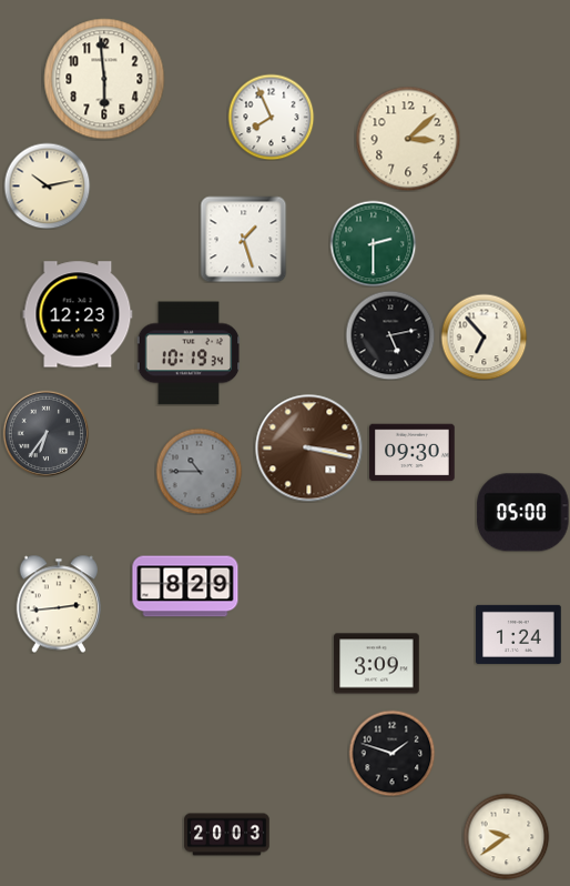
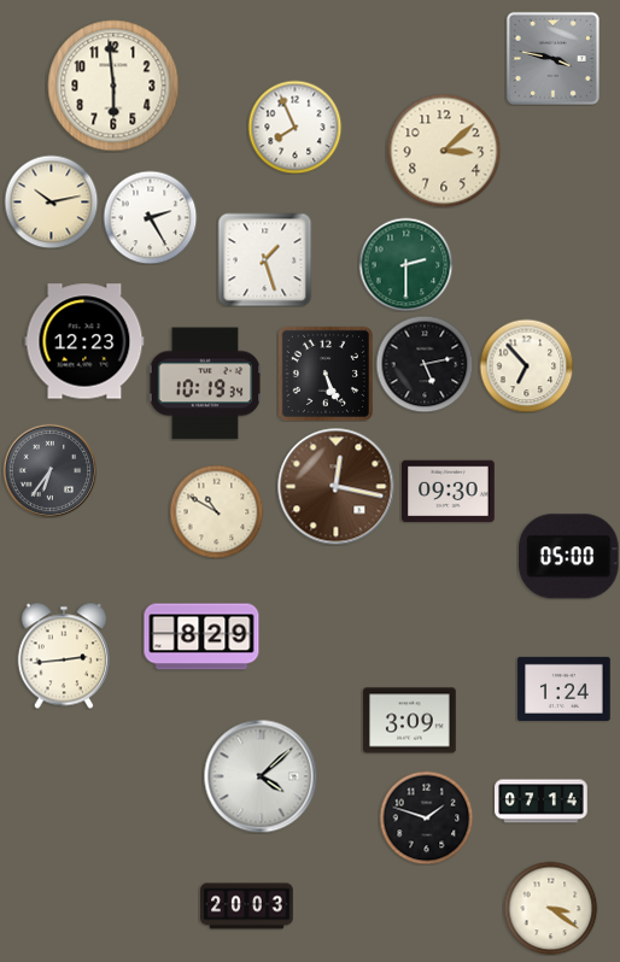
clock at (552, 58): none -> 3:47
clock at (150, 217): none -> 2:25
clock at (326, 374): none -> 5:26
clock at (309, 449): 3:17 -> 12:17
clock at (199, 471): 10:45 -> 10:50
clock at (199, 471) dial: grey -> cream
clock at (261, 776): none -> 4:08
clock at (542, 802): none -> 07:14
clock at (506, 836): 9:39 -> 3:21
